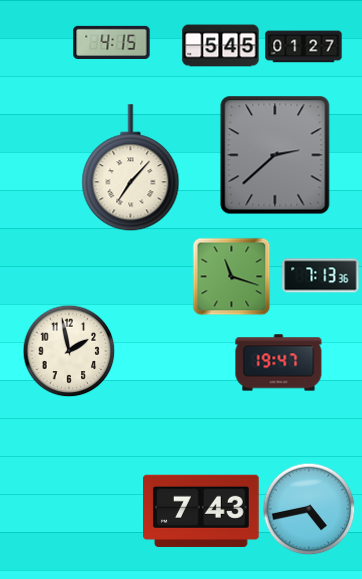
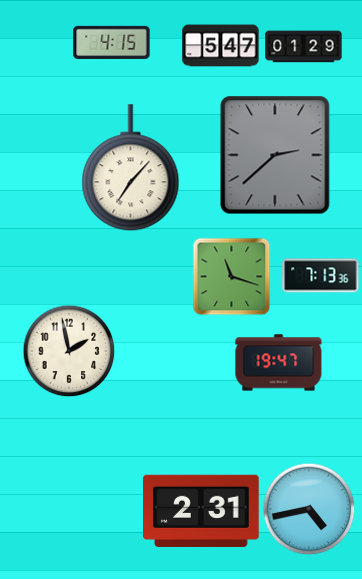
clock at (221, 46): 5:45 -> 5:47
clock at (304, 47): 01:27 -> 01:29
clock at (201, 511): 7:43 -> 2:31
